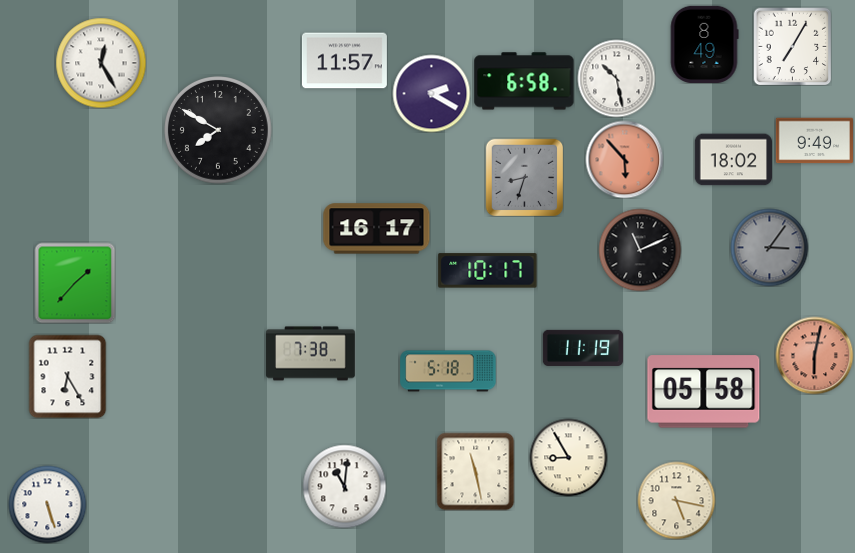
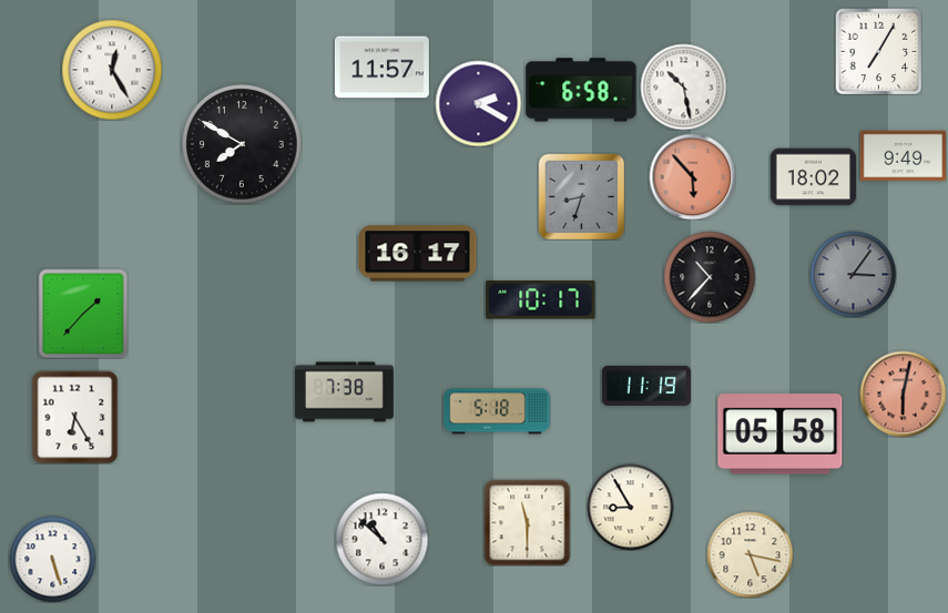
clock at (704, 44): 8:49 -> none
clock at (640, 250): 11:11 -> 10:37
clock at (475, 471): 11:28 -> 11:30
clock at (344, 486): 11:01 -> 10:52
